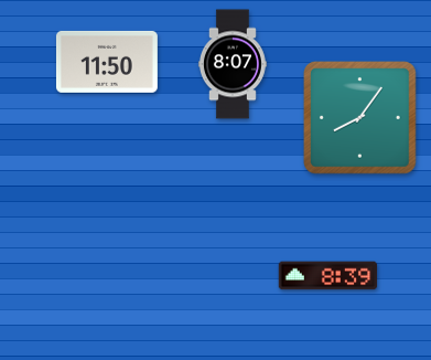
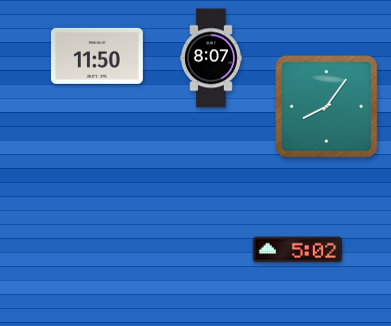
clock at (328, 276): 8:39 -> 5:02
